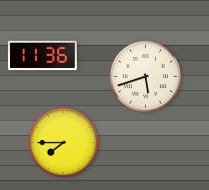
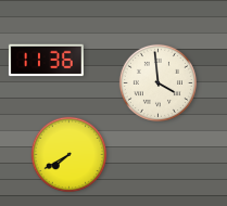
clock at (145, 76): 5:42 -> 3:59
clock at (64, 143): 7:45 -> 7:40
